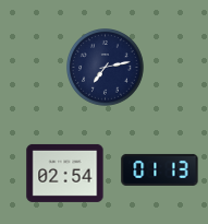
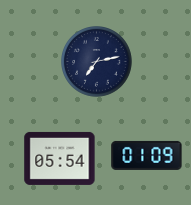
clock at (160, 169): 01:13 -> 01:09
clock at (65, 173): 02:54 -> 05:54
